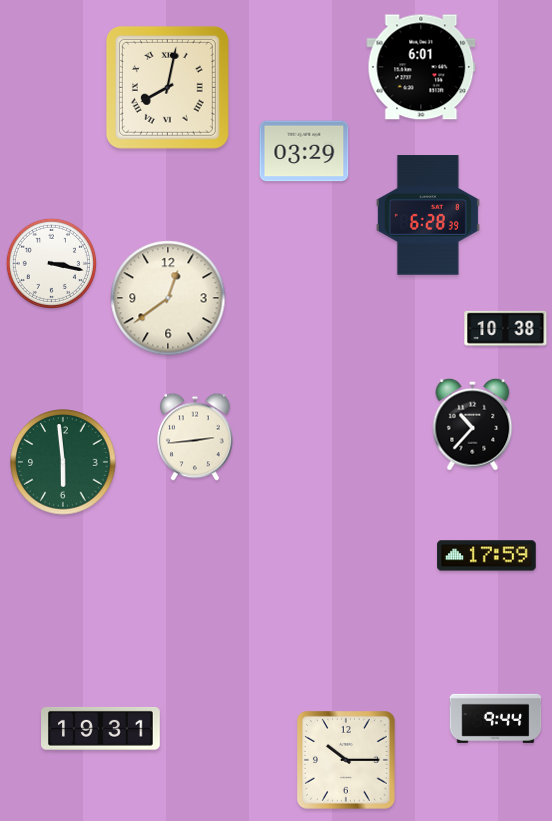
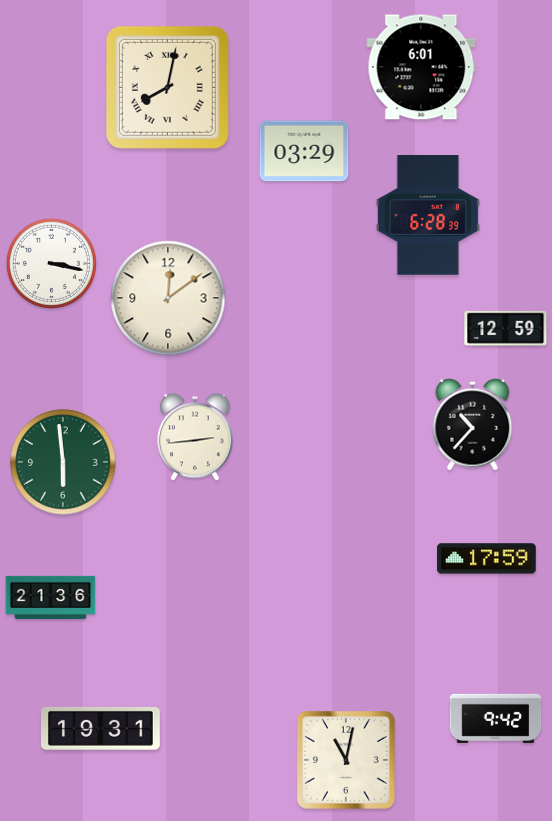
clock at (168, 298): 12:39 -> 12:09
clock at (506, 328): 10:38 -> 12:59
clock at (487, 556) position: (487, 556) -> (487, 559)
clock at (51, 597): none -> 21:36
clock at (496, 718): 9:44 -> 9:42
clock at (347, 761): 10:15 -> 11:02
